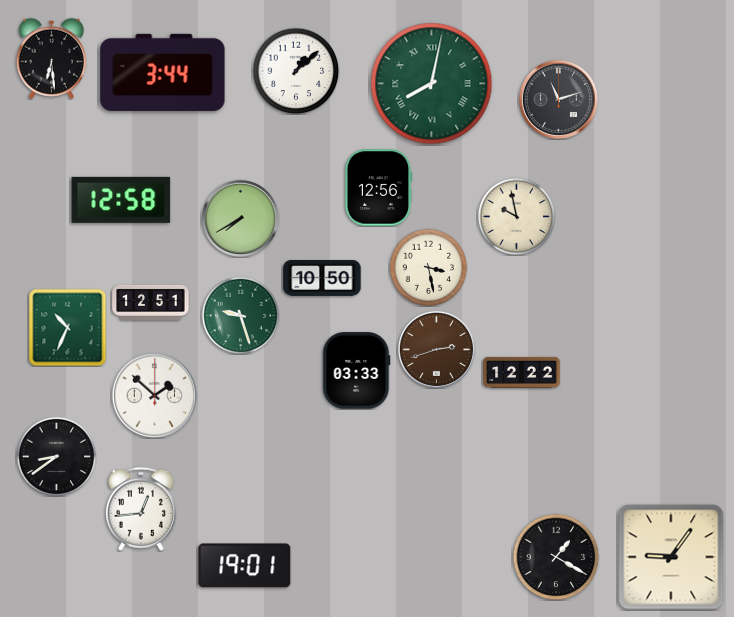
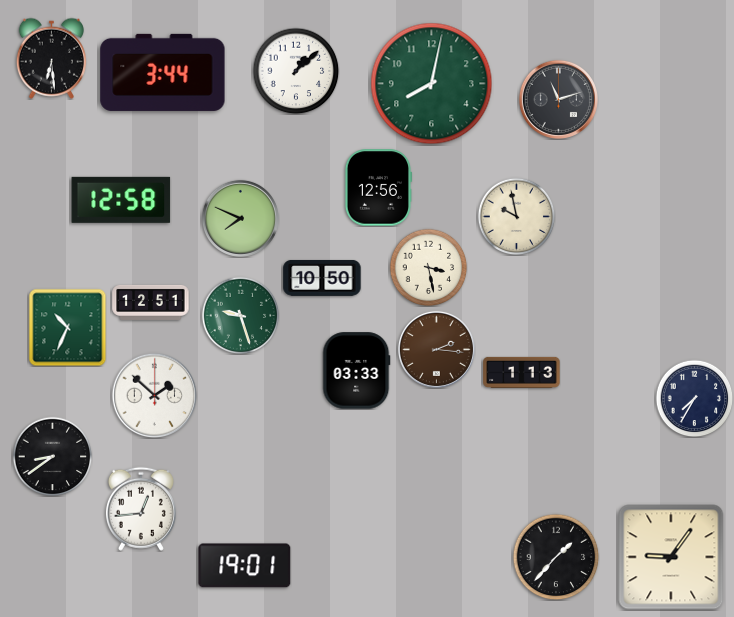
clock at (432, 84) numerals: Roman -> Arabic
clock at (240, 218): 7:40 -> 7:49
clock at (436, 349): 2:42 -> 2:16
clock at (522, 372): 12:22 -> 1:13
clock at (694, 398): none -> 7:35
clock at (56, 456) position: (56, 456) -> (52, 456)
clock at (556, 557): 1:20 -> 1:37
